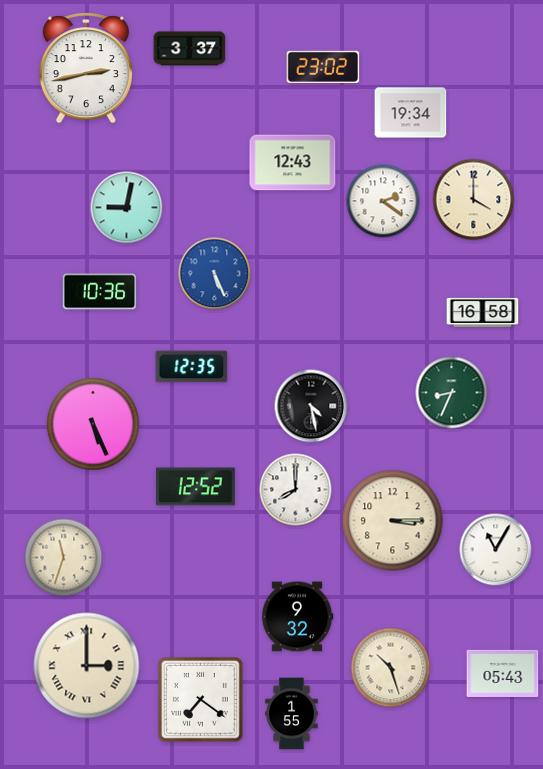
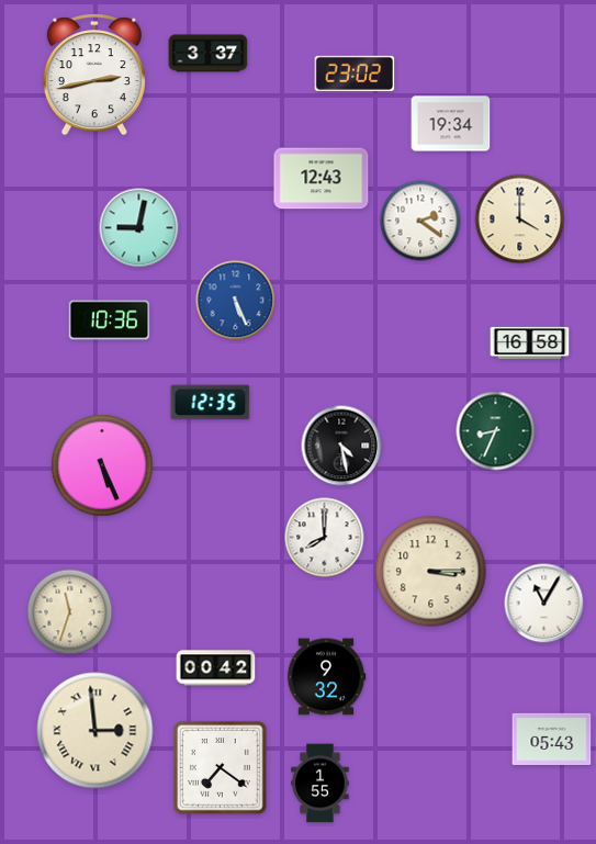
clock at (196, 487): 12:52 -> none
clock at (216, 668): none -> 00:42
clock at (87, 666): 3:00 -> 2:59
clock at (391, 668): 10:27 -> none
